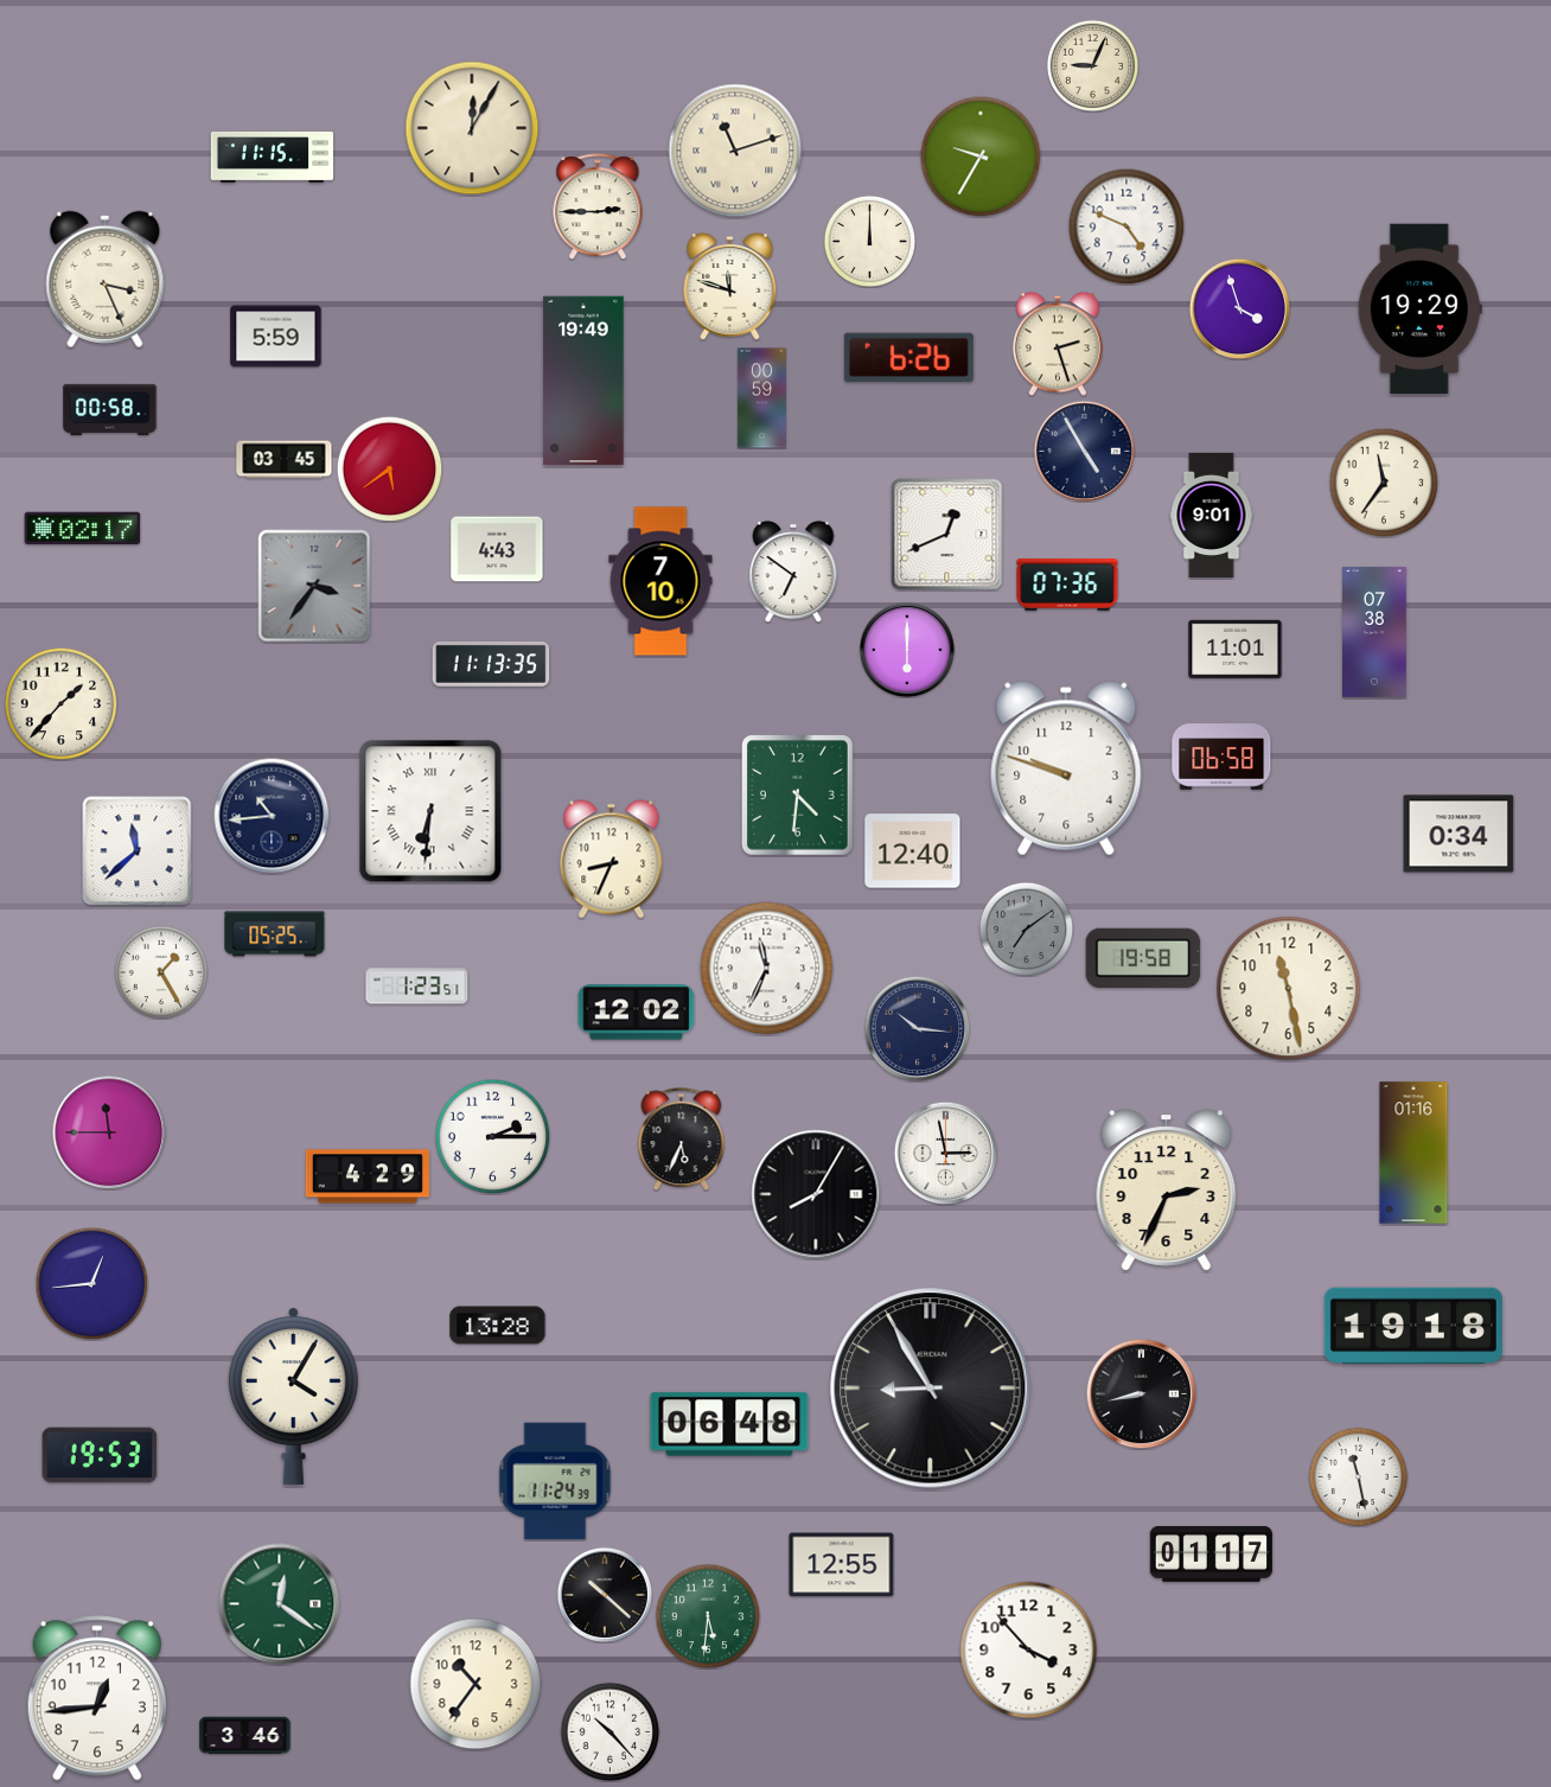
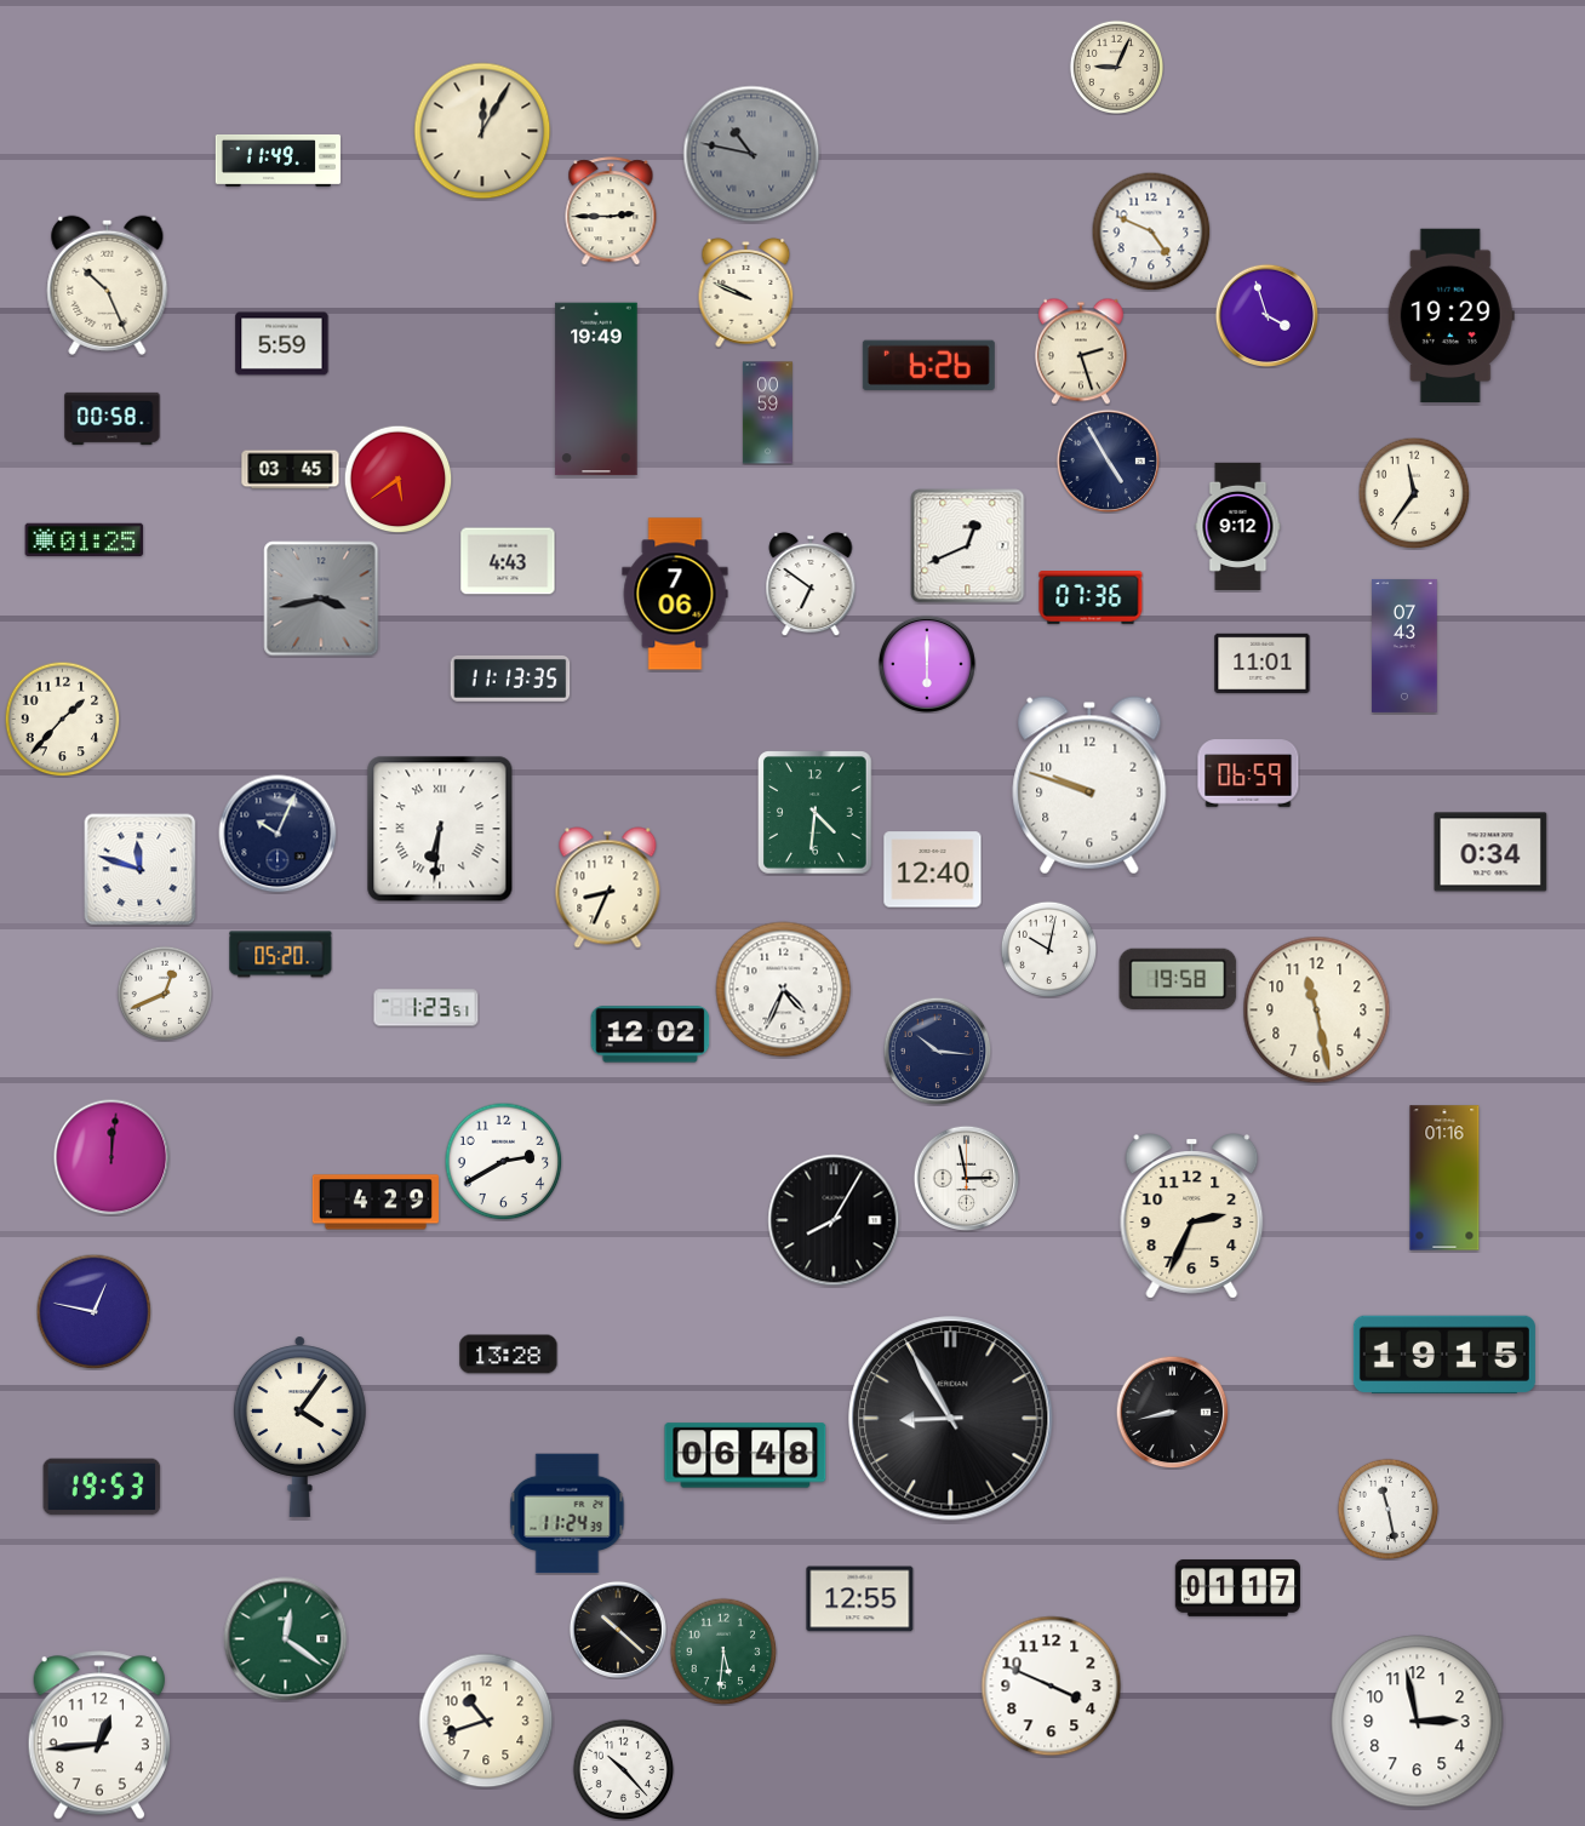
clock at (735, 151): 11:12 -> 10:47
clock at (735, 151) dial: cream -> grey
clock at (272, 157): 11:15 -> 11:49
clock at (981, 157): 9:35 -> none
clock at (869, 241): 12:00 -> none
clock at (106, 279): 3:26 -> 10:26
clock at (730, 286): 11:48 -> 9:49
clock at (761, 398) position: (761, 398) -> (767, 413)
clock at (1212, 515): 9:01 -> 9:12
clock at (83, 529): 02:17 -> 01:25
clock at (660, 581): 7:10 -> 7:06
clock at (314, 586): 3:36 -> 3:43
clock at (1374, 632): 07:38 -> 07:43
clock at (491, 664) position: (491, 664) -> (510, 679)
clock at (1221, 757): 06:58 -> 06:59
clock at (272, 816): 10:44 -> 10:04
clock at (136, 850): 11:38 -> 11:48
clock at (612, 860) position: (612, 860) -> (608, 888)
clock at (1026, 928): 7:09 -> 10:02
clock at (1026, 928) dial: grey -> white
clock at (275, 934): 05:25 -> 05:20
clock at (1143, 958) position: (1143, 958) -> (1178, 979)
clock at (767, 969): 11:34 -> 4:34
clock at (161, 972): 1:25 -> 12:41
clock at (109, 1132): 11:45 -> 12:01
clock at (492, 1136): 2:15 -> 2:40
clock at (682, 1138): 5:34 -> none
clock at (91, 1283): 12:44 -> 12:47
clock at (1413, 1325): 19:18 -> 19:15
clock at (1141, 1393) position: (1141, 1393) -> (1172, 1412)
clock at (293, 1396): 4:05 -> 4:06
clock at (1029, 1651): 3:53 -> 3:49
clock at (475, 1684): 10:36 -> 10:42
clock at (1418, 1722): none -> 2:58
clock at (245, 1736): 3:46 -> none
